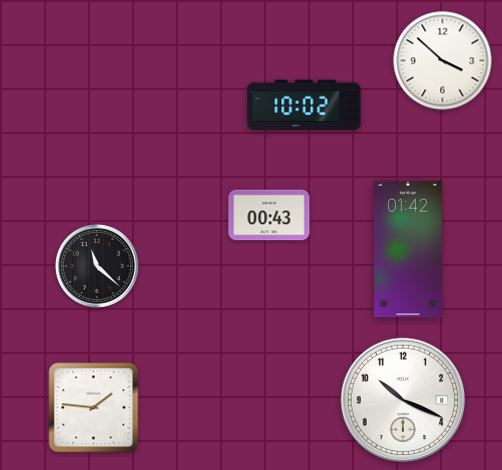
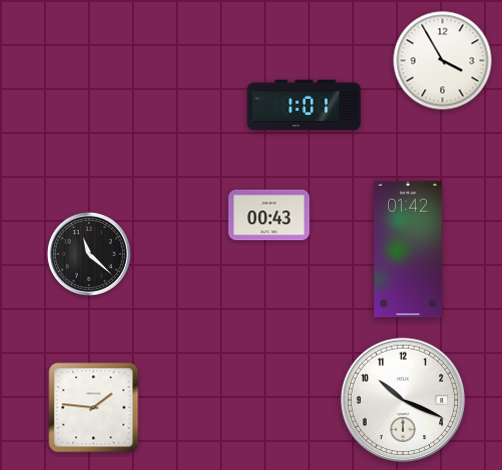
clock at (443, 61): 3:52 -> 3:55
clock at (304, 105): 10:02 -> 1:01
clock at (97, 266) position: (97, 266) -> (89, 254)
